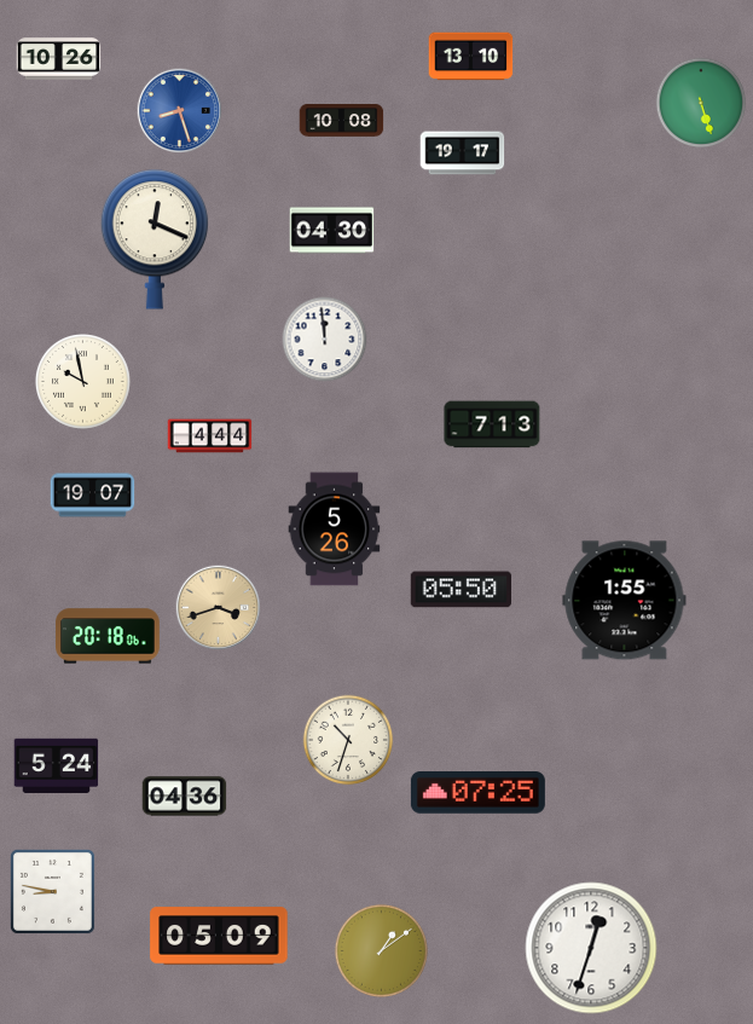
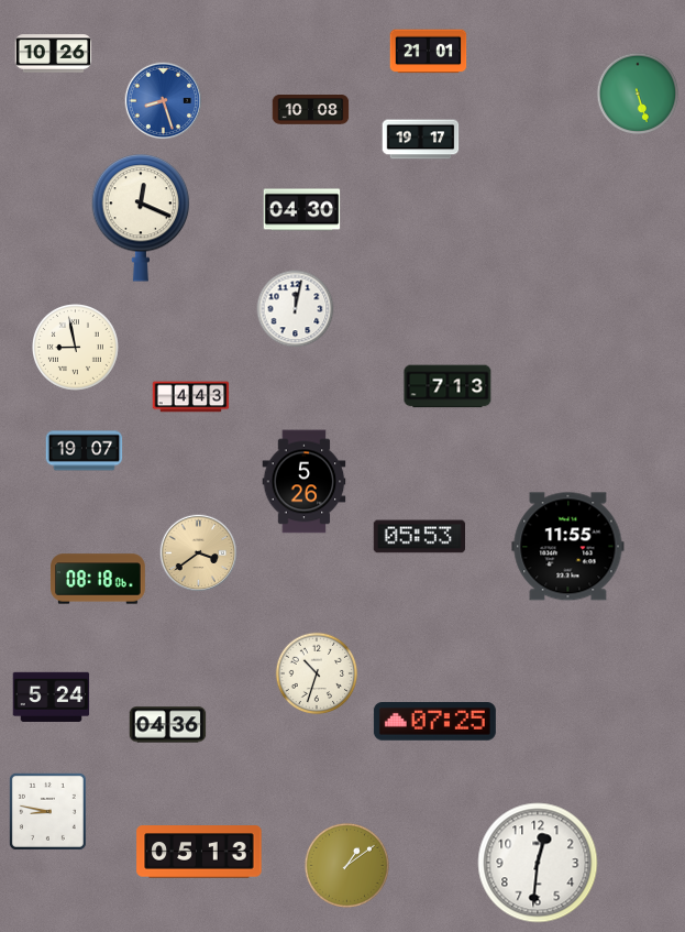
clock at (471, 57): 13:10 -> 21:01
clock at (325, 340): 11:59 -> 12:02
clock at (83, 382): 9:58 -> 8:58
clock at (210, 436): 4:44 -> 4:43
clock at (461, 590): 05:50 -> 05:53
clock at (625, 601): 1:55 -> 11:55
clock at (219, 608): 3:42 -> 3:39
clock at (108, 636): 20:18 -> 08:18
clock at (219, 936): 05:09 -> 05:13
clock at (591, 948): 12:33 -> 12:31
